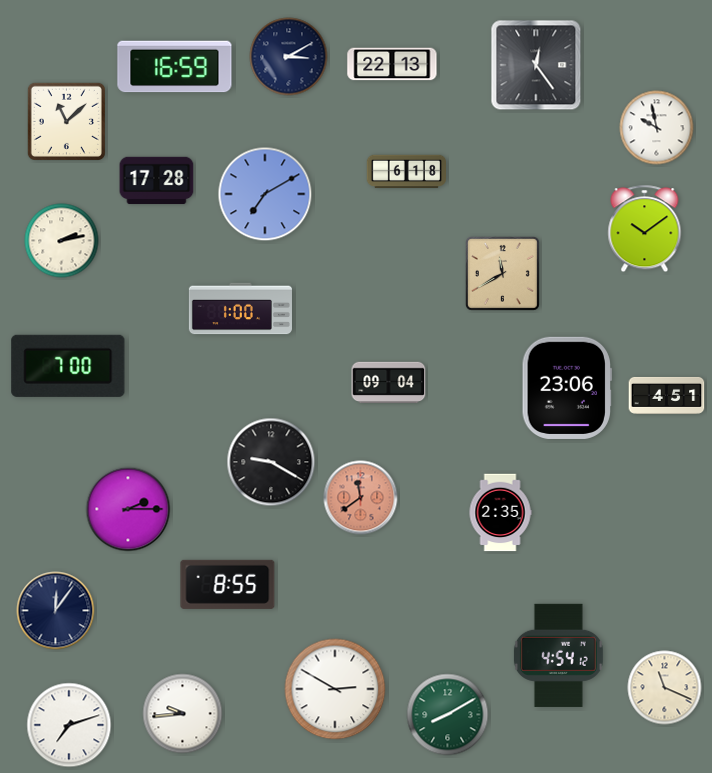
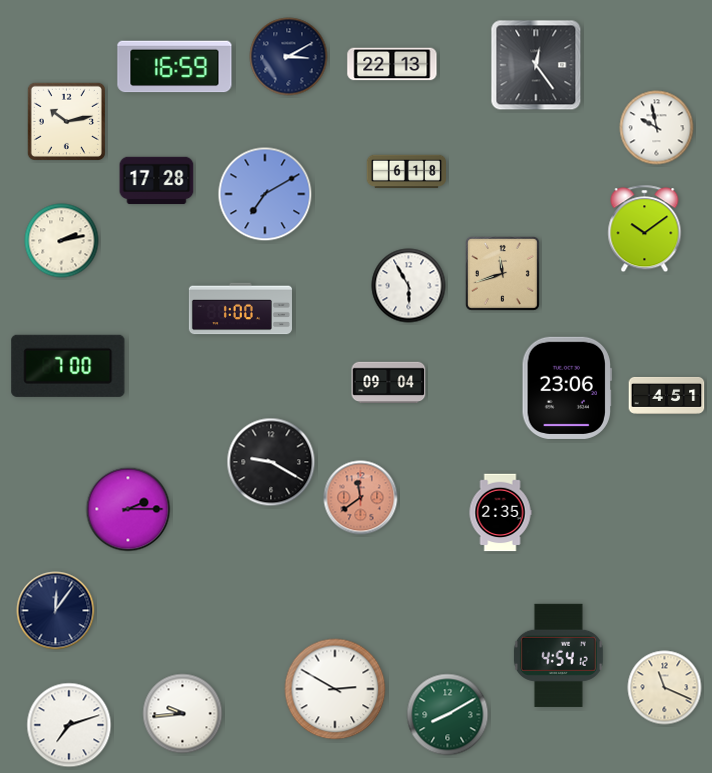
clock at (66, 121): 11:08 -> 10:13
clock at (502, 273): 11:40 -> 11:42
clock at (409, 286): none -> 5:55
clock at (228, 584): 8:55 -> none
